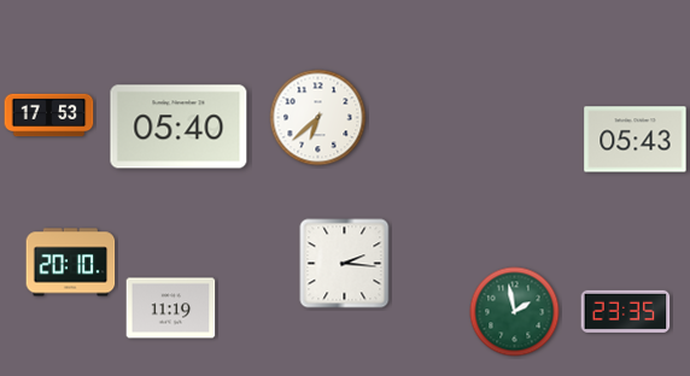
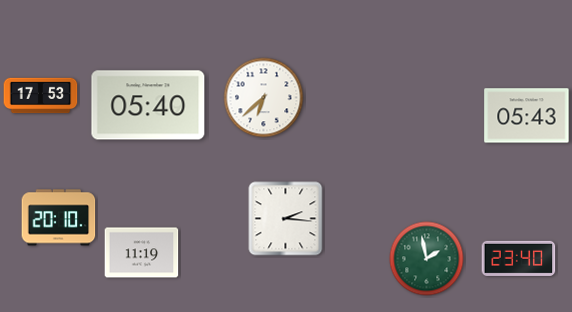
clock at (171, 309) position: (171, 309) -> (142, 253)
clock at (626, 311): 23:35 -> 23:40
